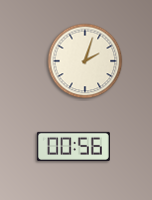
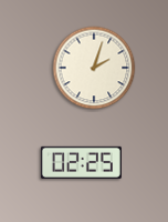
clock at (73, 146): 00:56 -> 02:25
